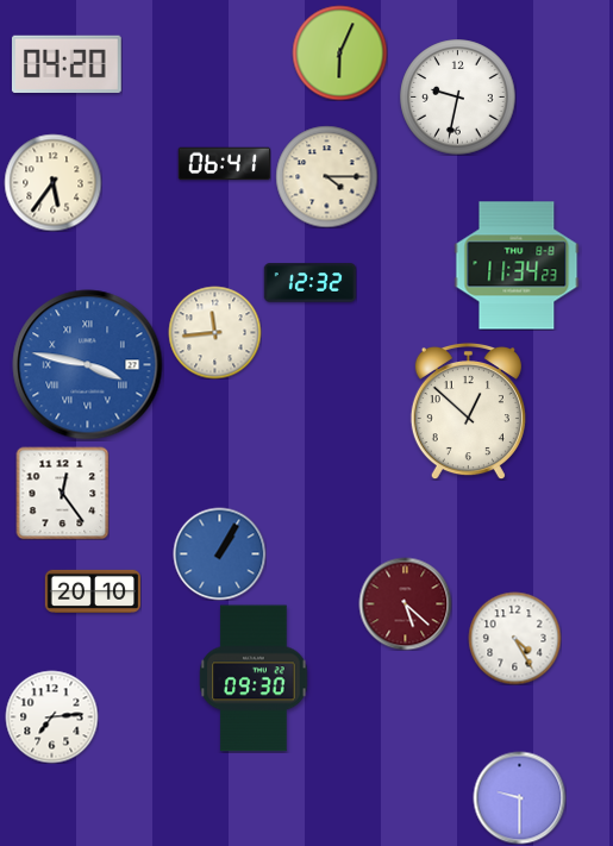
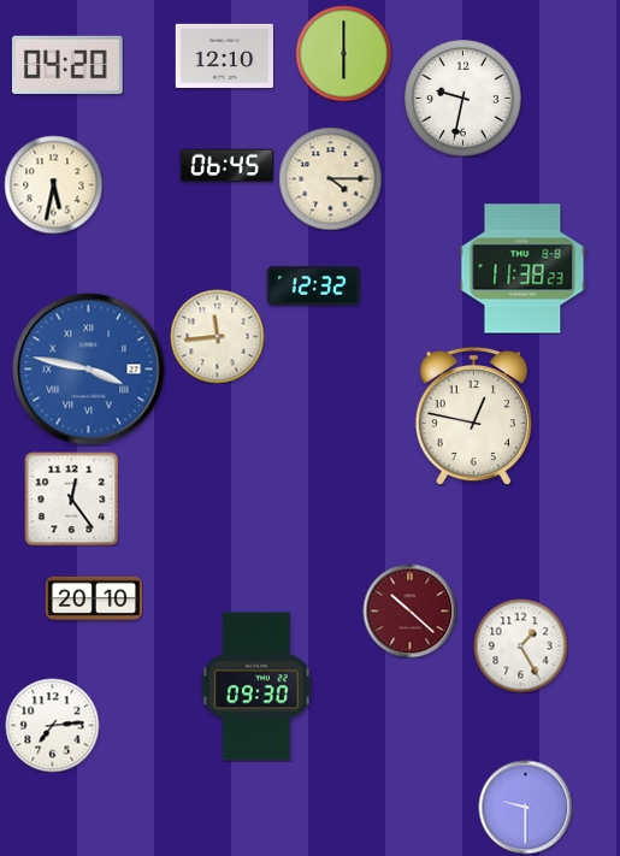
clock at (339, 52): 6:04 -> 6:00
clock at (224, 55): none -> 12:10
clock at (224, 164): 06:41 -> 06:45
clock at (52, 182): 5:36 -> 5:32
clock at (517, 265): 11:34 -> 11:38
clock at (468, 411): 12:52 -> 12:47
clock at (62, 493) position: (62, 493) -> (71, 498)
clock at (219, 553): 1:05 -> none
clock at (405, 603): 5:22 -> 10:22
clock at (514, 638): 4:25 -> 1:25
